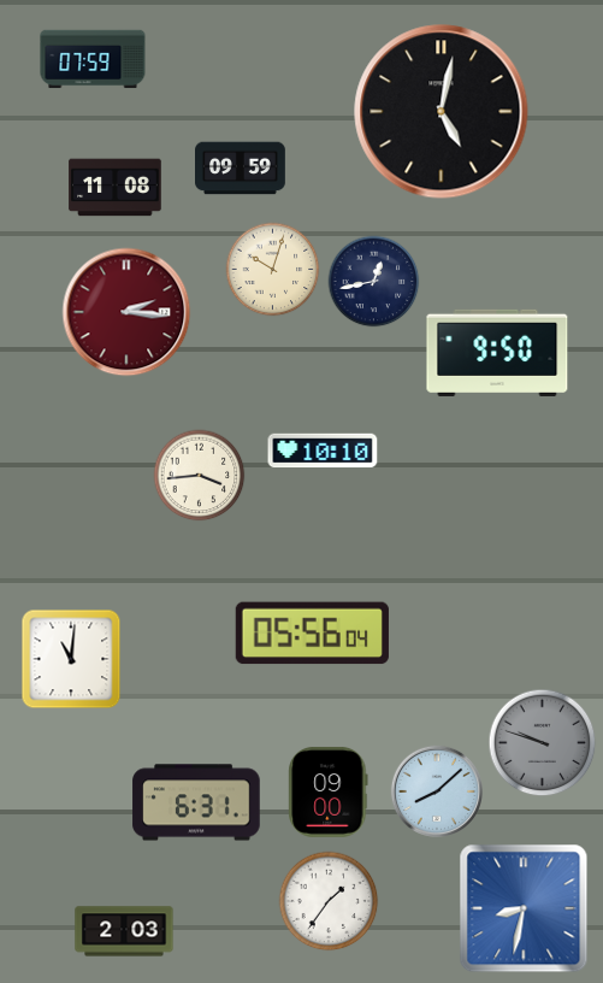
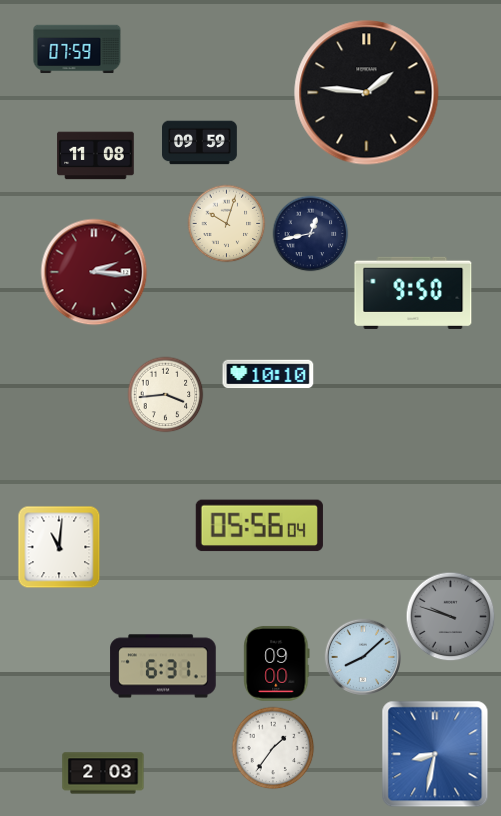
clock at (442, 112): 5:02 -> 1:46
clock at (241, 169) position: (241, 169) -> (200, 143)
clock at (126, 312) position: (126, 312) -> (94, 272)
clock at (329, 791) position: (329, 791) -> (277, 663)
